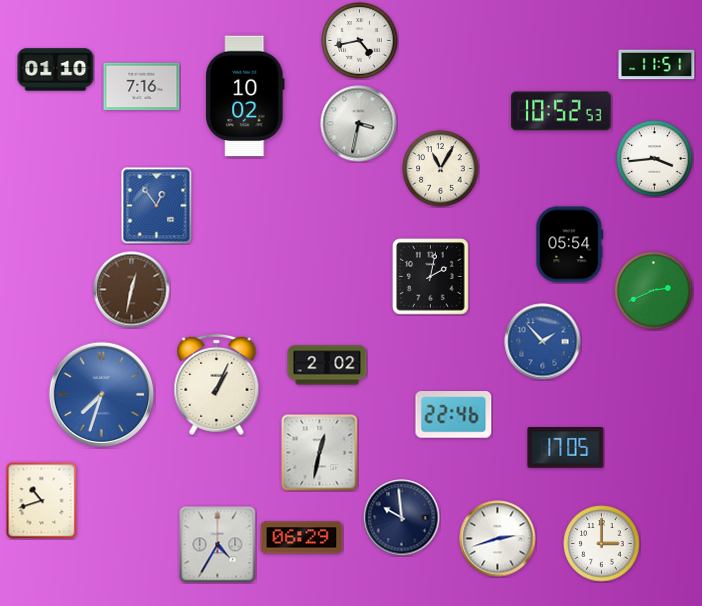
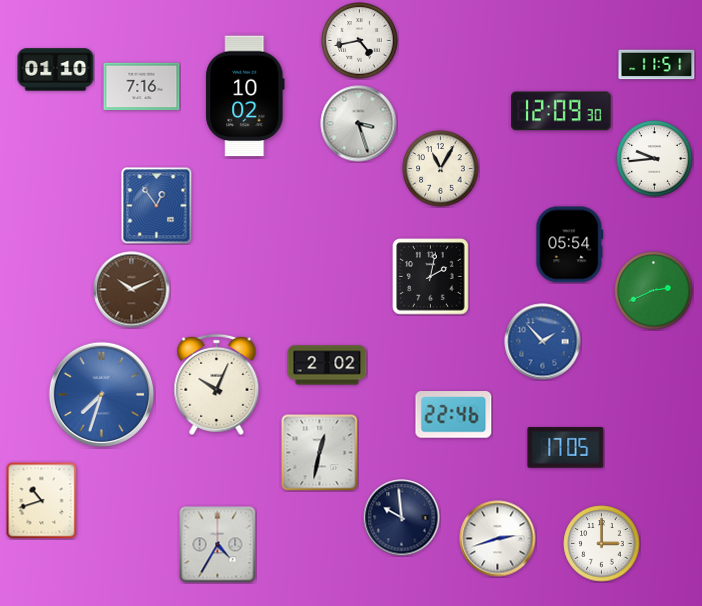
clock at (561, 111): 10:52 -> 12:09
clock at (359, 124): 3:32 -> 3:27
clock at (655, 159): 3:44 -> 9:44
clock at (132, 290): 12:32 -> 10:11
clock at (217, 384): 1:04 -> 10:04
clock at (302, 538): 06:29 -> none
